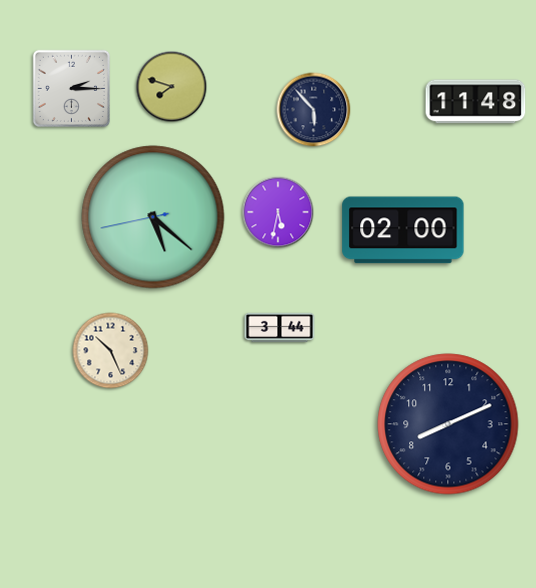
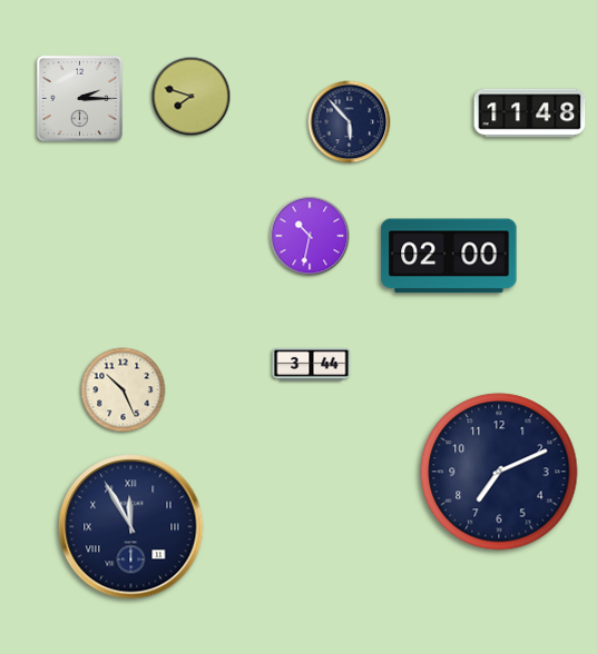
clock at (278, 212): 5:32 -> 10:32
clock at (153, 217): 5:21 -> none
clock at (448, 424): 8:11 -> 7:11
clock at (131, 527): none -> 11:55
